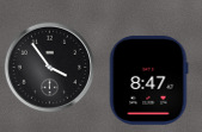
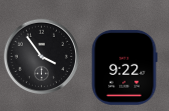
clock at (148, 80): 8:47 -> 9:22
